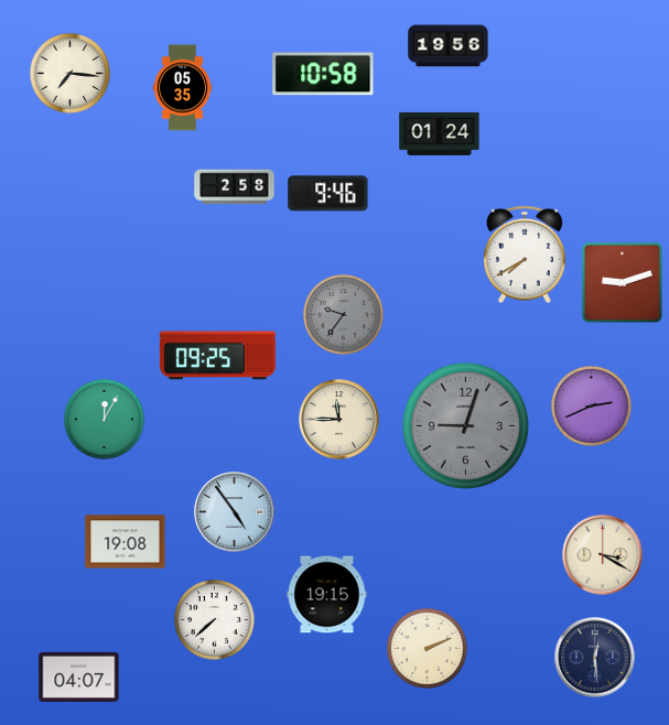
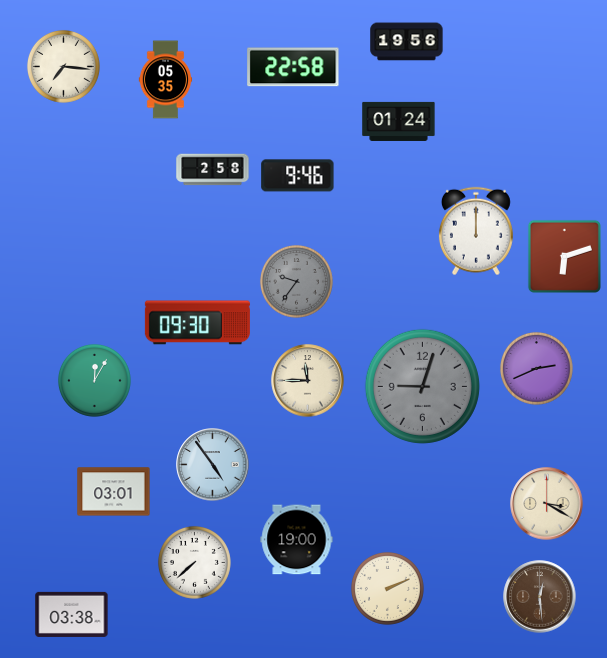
clock at (323, 74): 10:58 -> 22:58
clock at (525, 255): 7:40 -> 12:00
clock at (622, 282): 9:12 -> 6:12
clock at (343, 314) position: (343, 314) -> (296, 281)
clock at (217, 356): 09:25 -> 09:30
clock at (126, 542): 19:08 -> 03:01
clock at (327, 595): 19:15 -> 19:00
clock at (595, 658) dial: navy -> brown
clock at (79, 677): 04:07 -> 03:38
